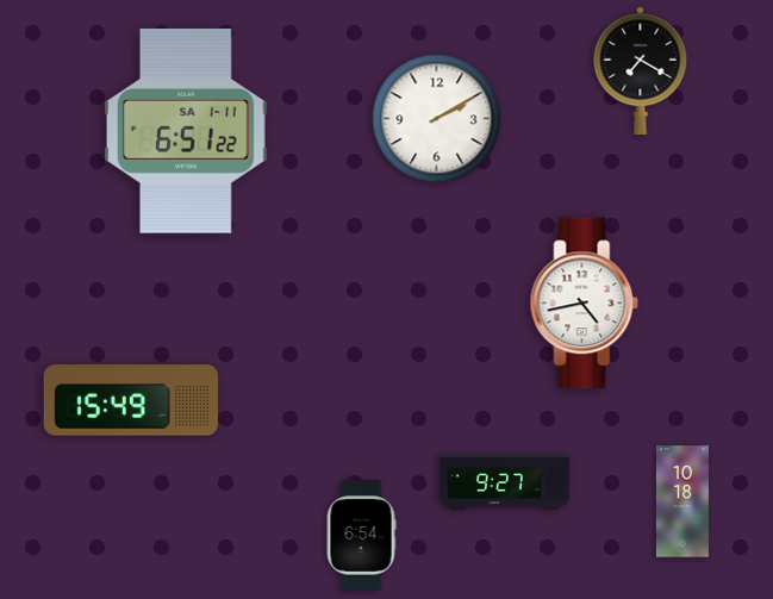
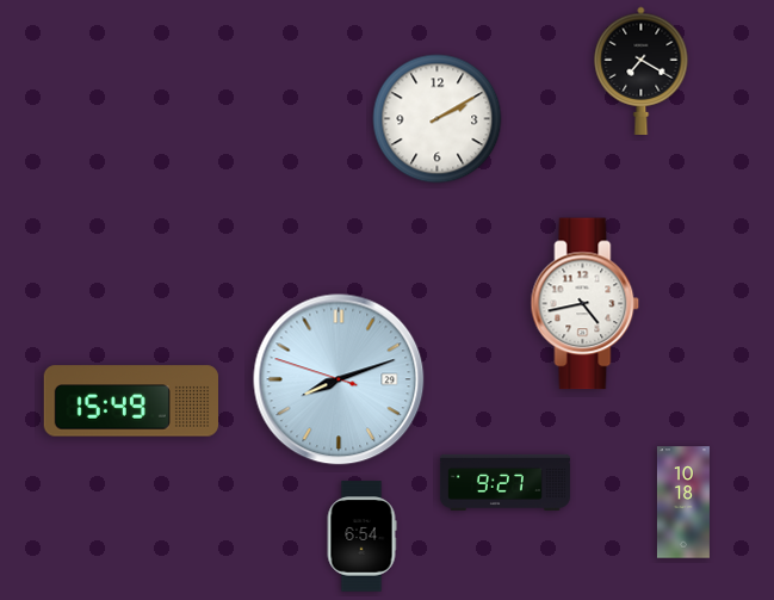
clock at (187, 131): 6:51 -> none
clock at (339, 379): none -> 8:11
